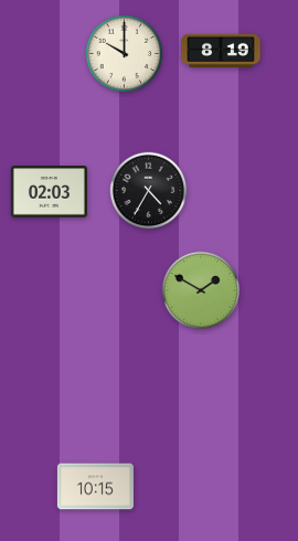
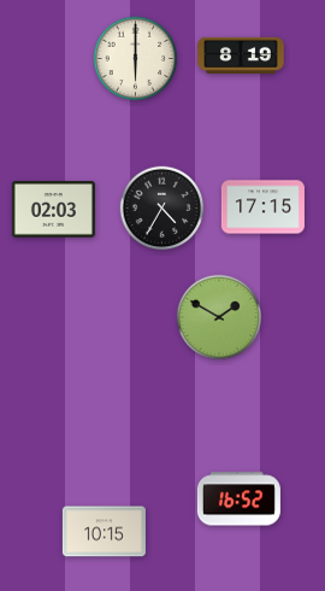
clock at (125, 54): 10:00 -> 6:00
clock at (262, 207): none -> 17:15
clock at (238, 499): none -> 16:52
